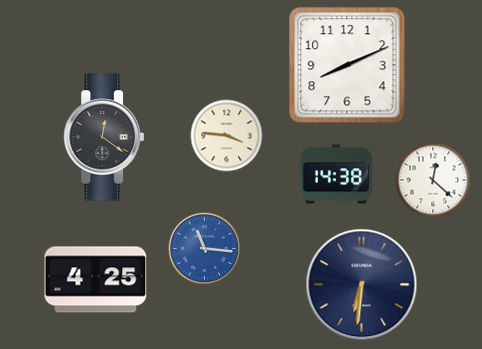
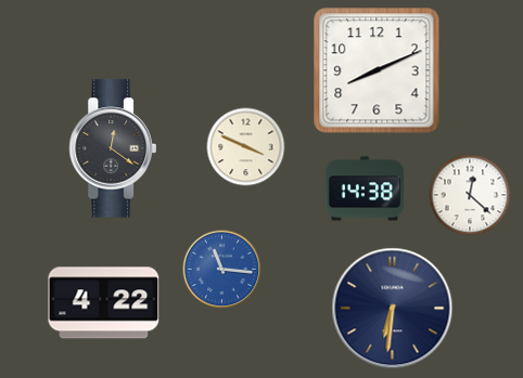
clock at (227, 136): 3:46 -> 3:49
clock at (96, 280): 4:25 -> 4:22
